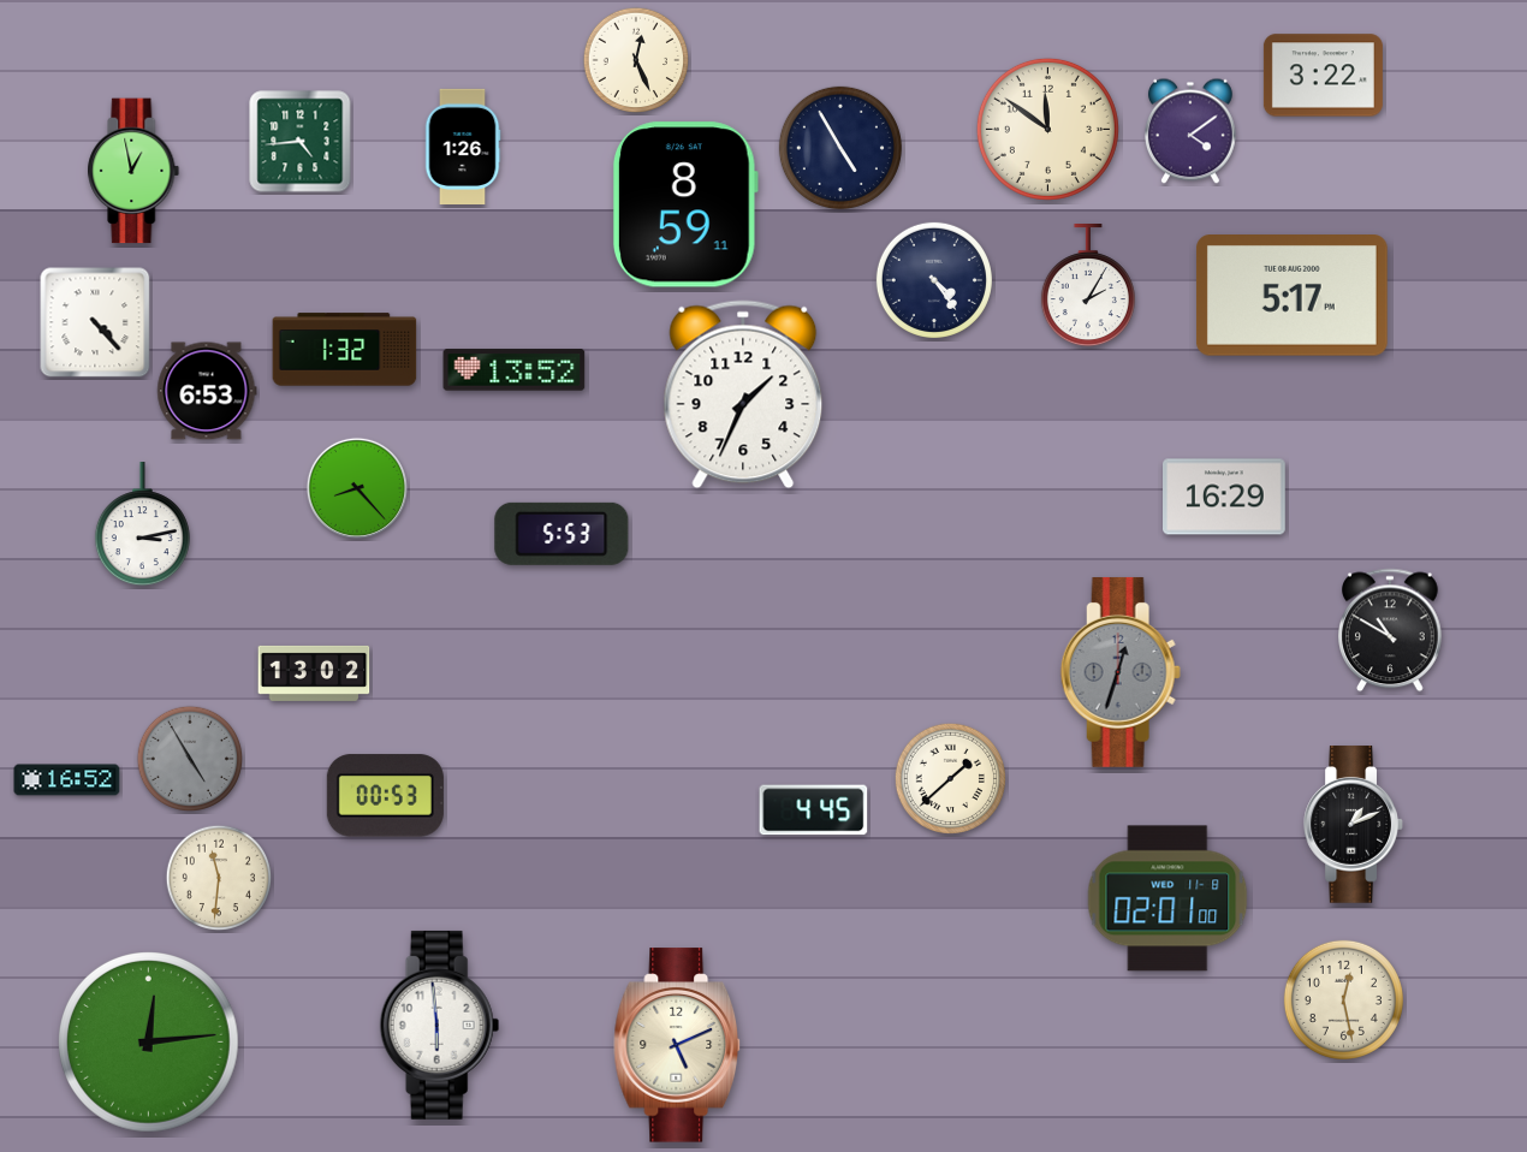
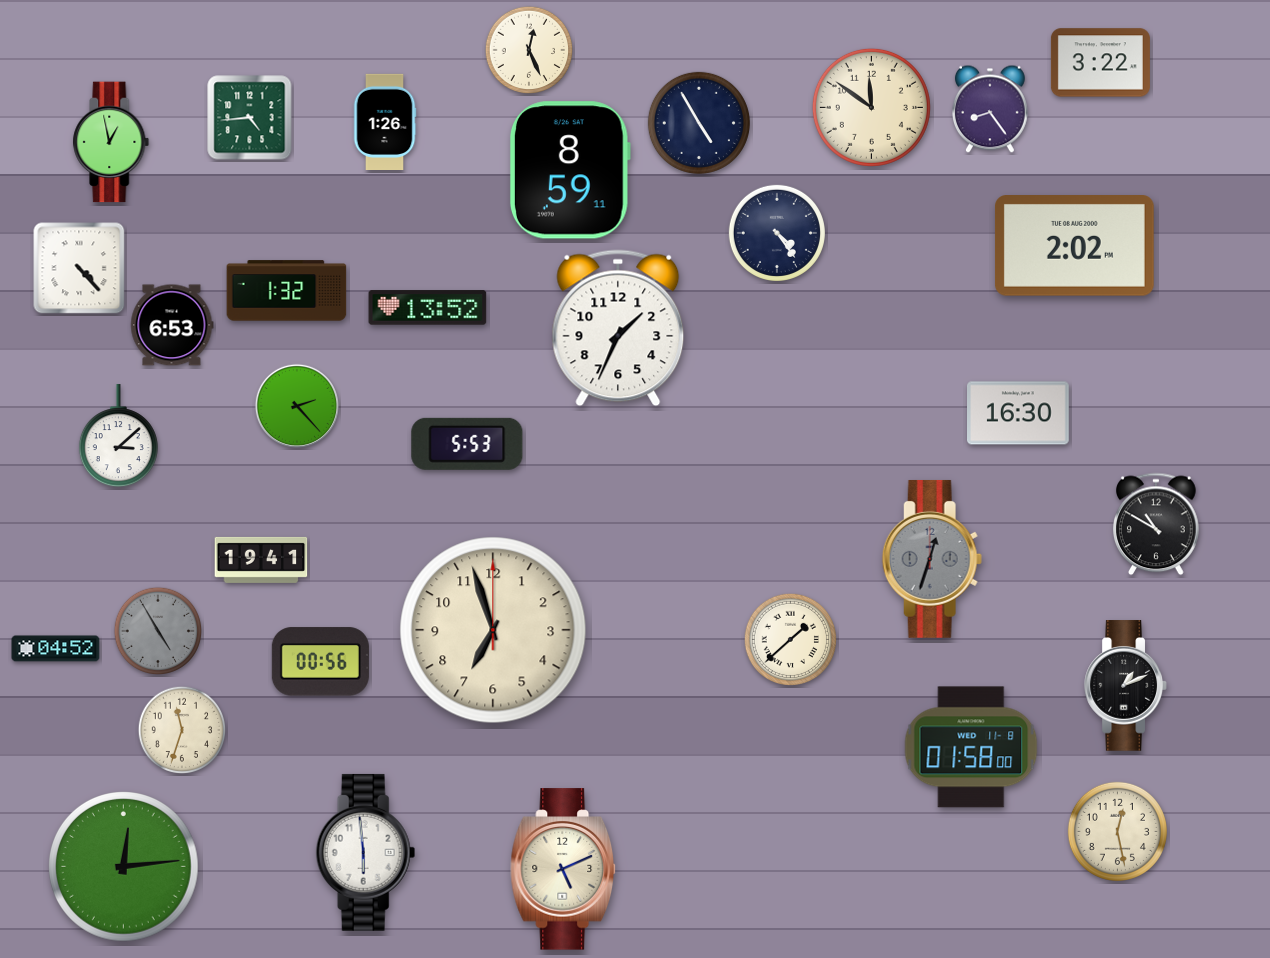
clock at (1192, 131): 4:09 -> 8:24
clock at (1088, 286): 2:05 -> none
clock at (1291, 296): 5:17 -> 2:02
clock at (357, 488): 8:23 -> 2:23
clock at (1225, 497): 16:29 -> 16:30
clock at (142, 524): 3:13 -> 3:08
clock at (314, 673): 13:02 -> 19:41
clock at (493, 630): none -> 6:57
clock at (950, 778) position: (950, 778) -> (790, 639)
clock at (67, 780): 16:52 -> 04:52
clock at (385, 796): 00:53 -> 00:56
clock at (814, 810): 4:45 -> none
clock at (219, 878): 11:31 -> 11:33
clock at (1167, 898): 02:01 -> 01:58
